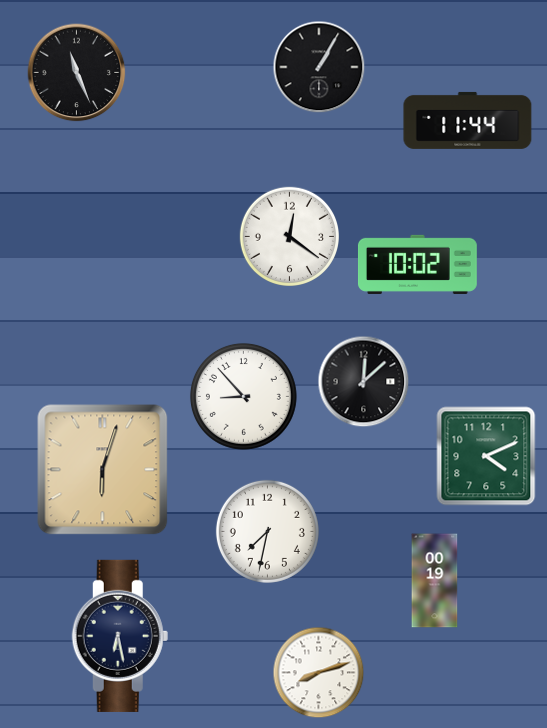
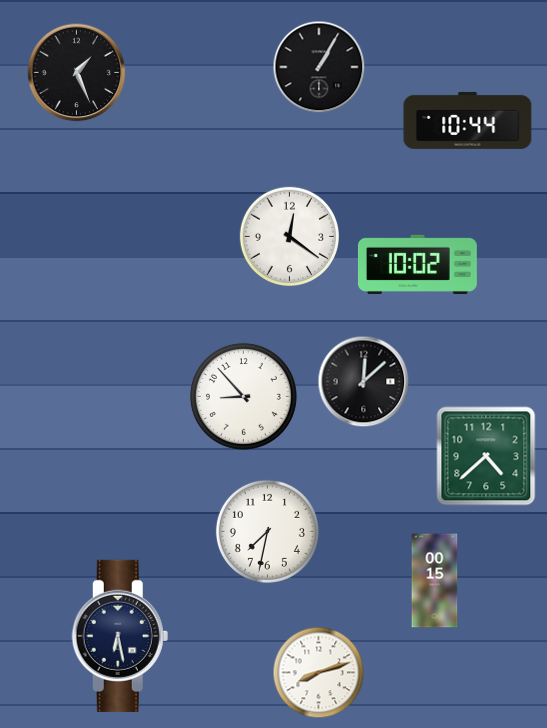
clock at (77, 73): 11:26 -> 1:26
clock at (468, 120): 11:44 -> 10:44
clock at (486, 456): 4:11 -> 4:38
clock at (103, 470): 6:03 -> none
clock at (435, 581): 00:19 -> 00:15
